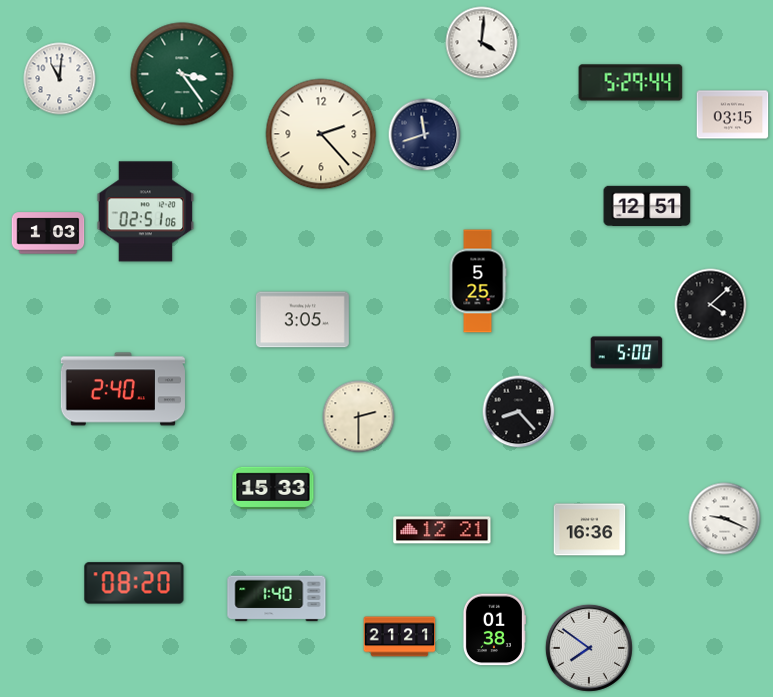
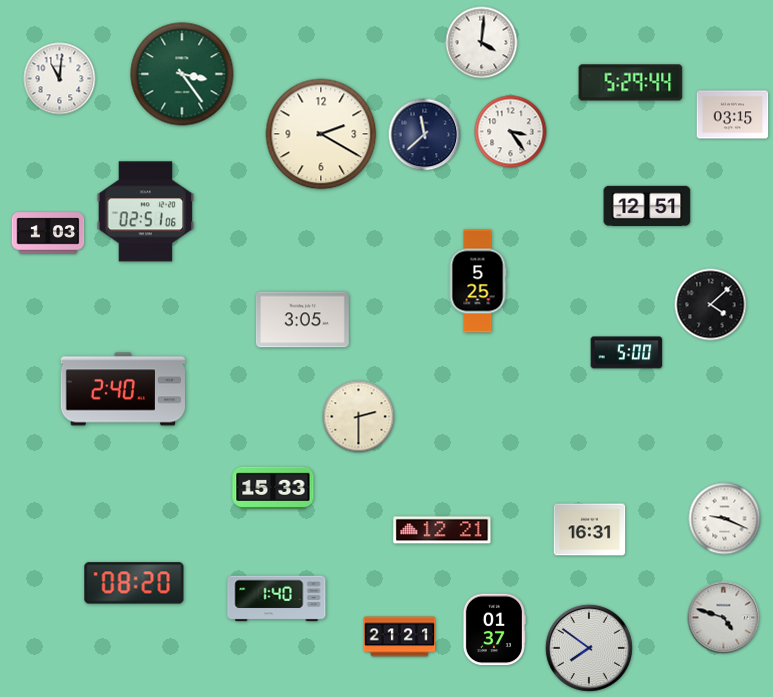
clock at (511, 132): none -> 3:24
clock at (321, 134): 2:23 -> 2:20
clock at (425, 135): 11:42 -> 11:38
clock at (519, 412): 8:23 -> none
clock at (590, 530): 16:36 -> 16:31
clock at (724, 618): none -> 4:48
clock at (494, 630): 01:38 -> 01:37
